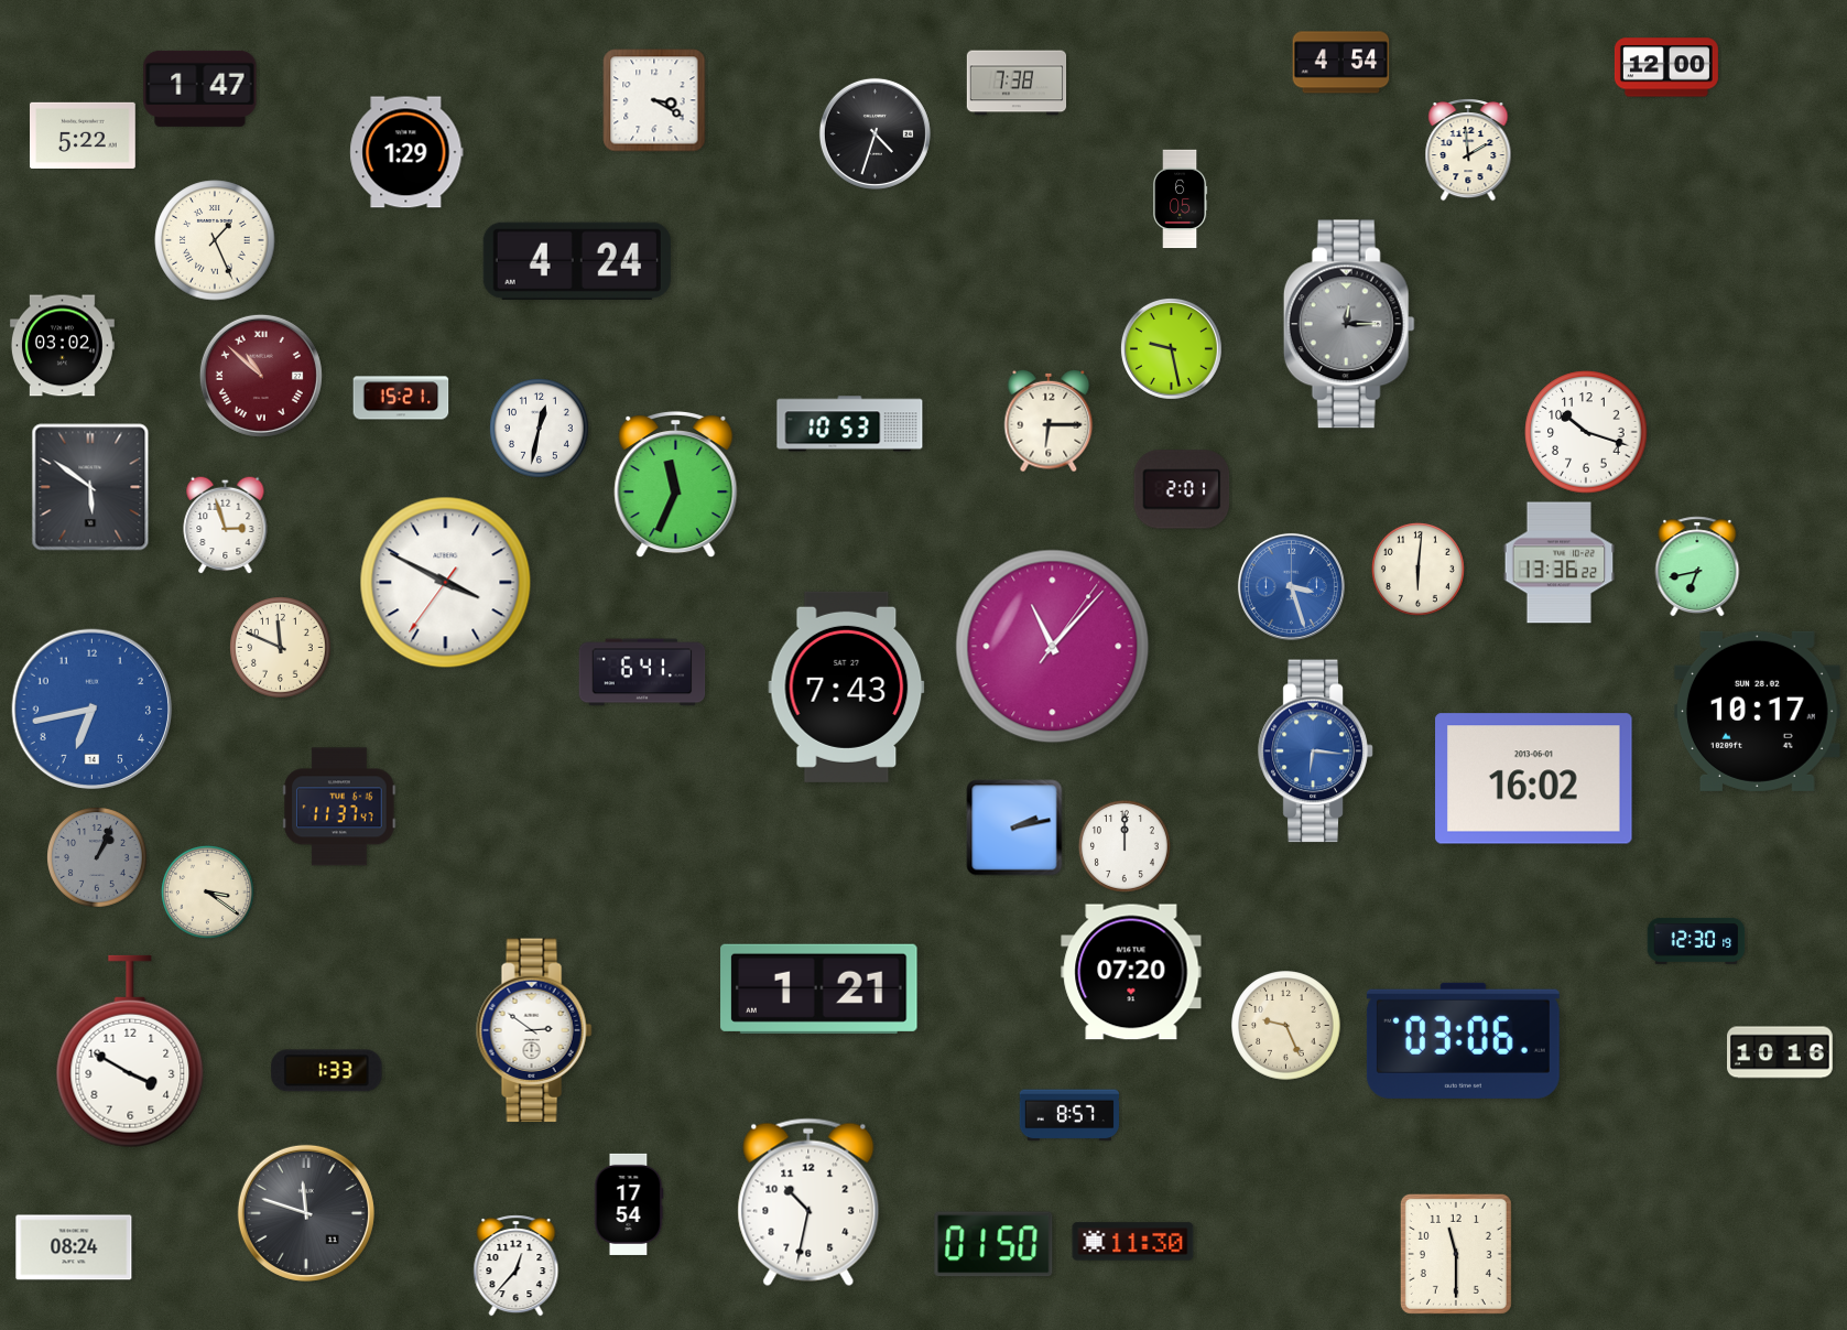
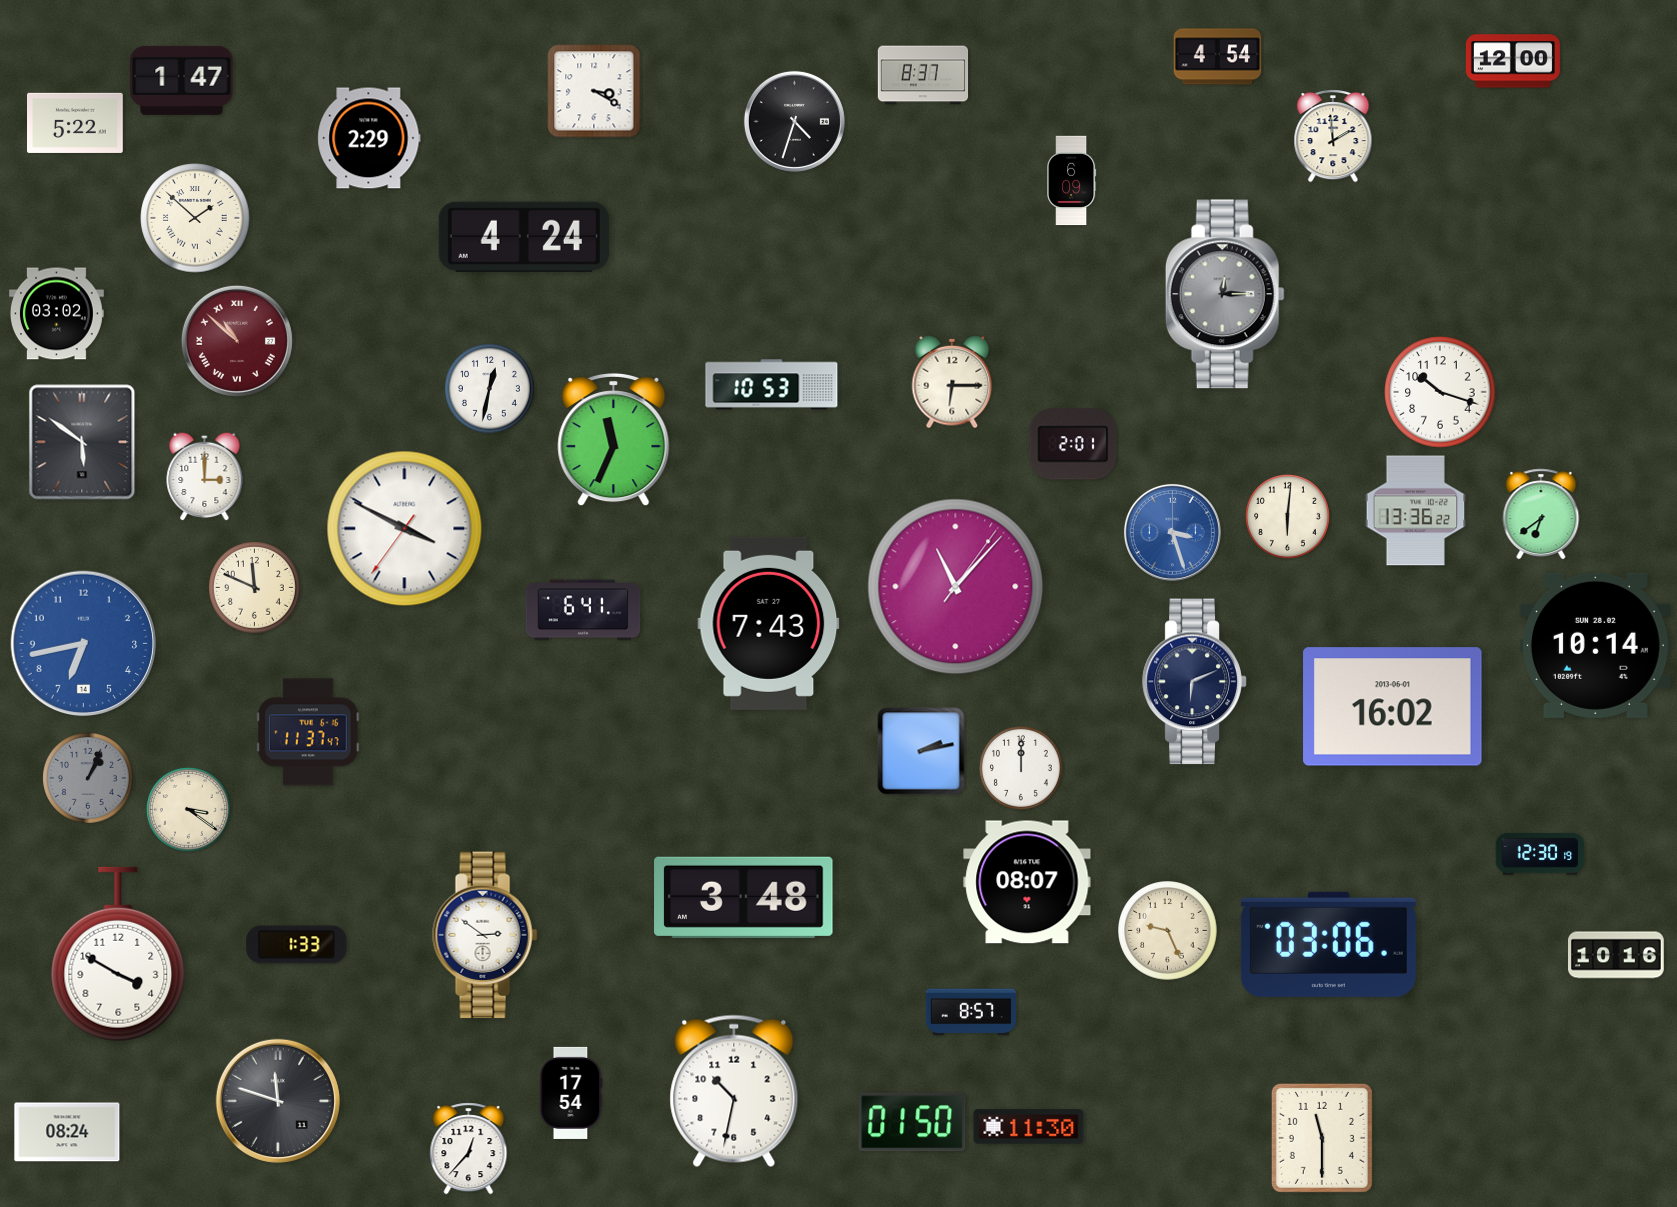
clock at (1017, 83): 7:38 -> 8:37
clock at (406, 152): 1:29 -> 2:29
clock at (1181, 199): 6:05 -> 6:09
clock at (215, 240): 1:26 -> 1:52
clock at (1171, 348): 9:28 -> none
clock at (401, 398): 15:21 -> none
clock at (226, 525): 2:57 -> 3:00
clock at (1697, 566): 6:43 -> 6:39
clock at (1758, 711): 10:17 -> 10:14
clock at (1316, 751): 6:16 -> 6:11
clock at (1316, 751) dial: blue -> navy
clock at (1131, 972): 07:20 -> 08:07
clock at (819, 988): 1:21 -> 3:48
clock at (327, 1071) position: (327, 1071) -> (297, 945)
clock at (993, 1244) position: (993, 1244) -> (912, 1122)
